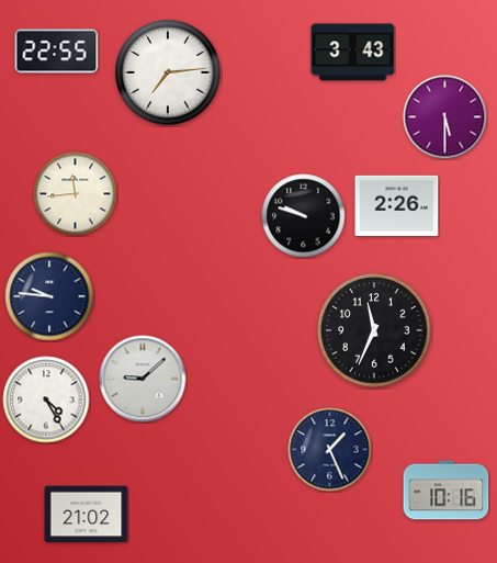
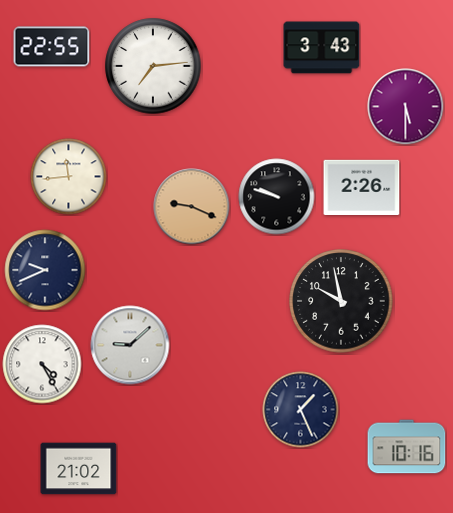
clock at (192, 207): none -> 9:19
clock at (49, 296): 9:46 -> 9:41
clock at (374, 330): 11:34 -> 9:58
